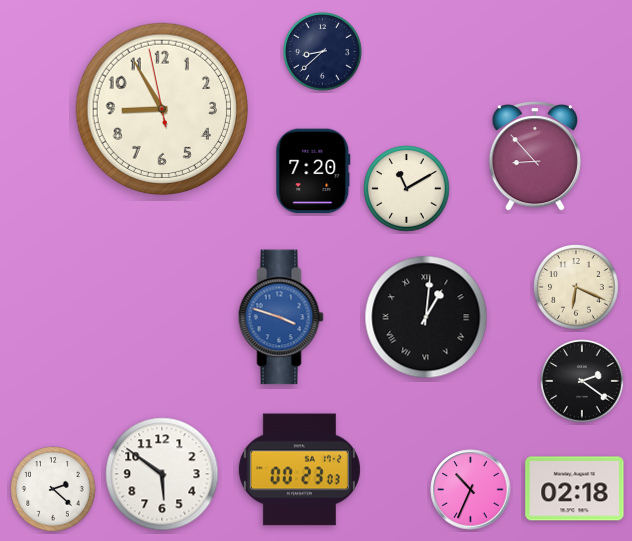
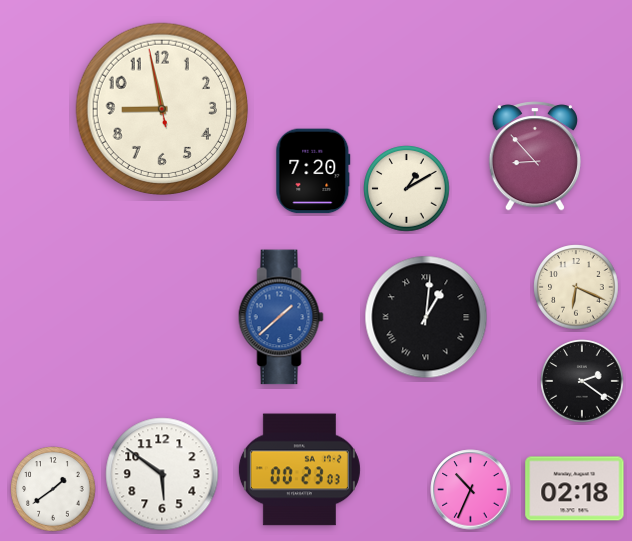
clock at (323, 52): 8:38 -> none
clock at (161, 108): 8:54 -> 8:57
clock at (407, 189): 11:10 -> 1:10
clock at (281, 317): 3:48 -> 1:38
clock at (53, 489): 2:22 -> 1:39
